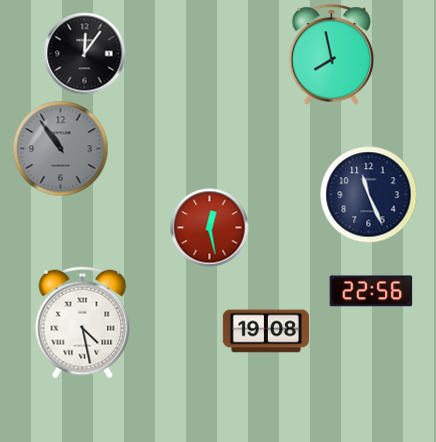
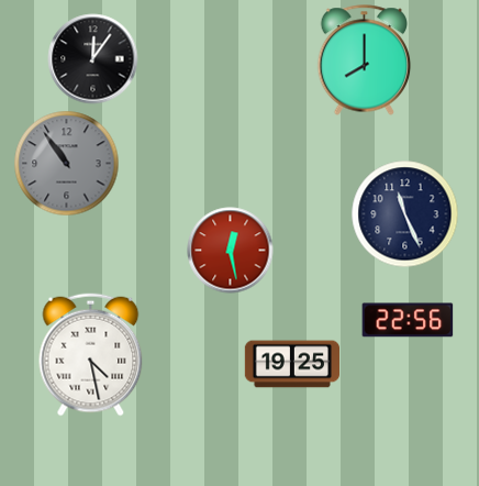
clock at (332, 55): 7:58 -> 8:00
clock at (265, 331): 19:08 -> 19:25
